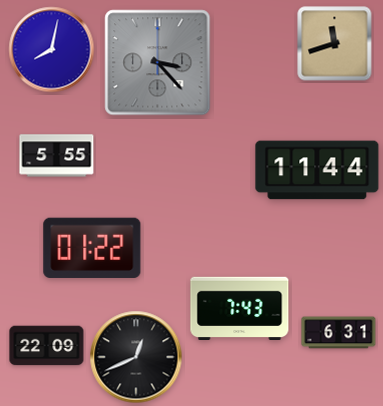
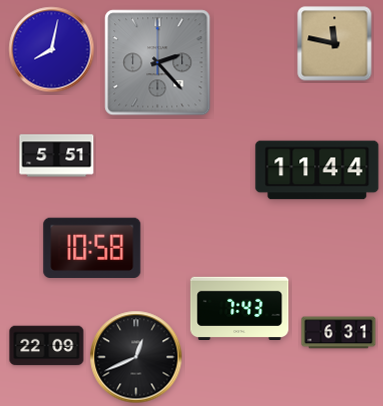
clock at (335, 44): 11:42 -> 11:47
clock at (158, 63): 3:23 -> 2:23
clock at (57, 156): 5:55 -> 5:51
clock at (92, 248): 01:22 -> 10:58
